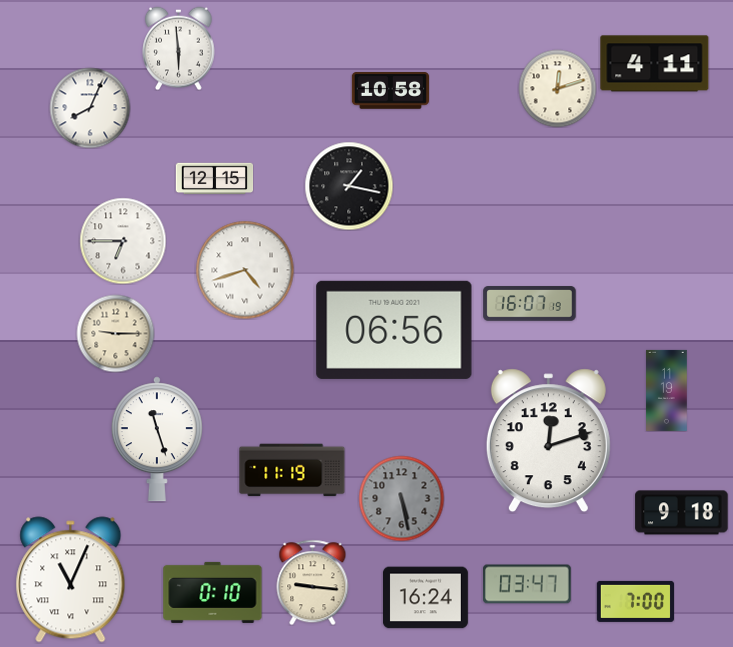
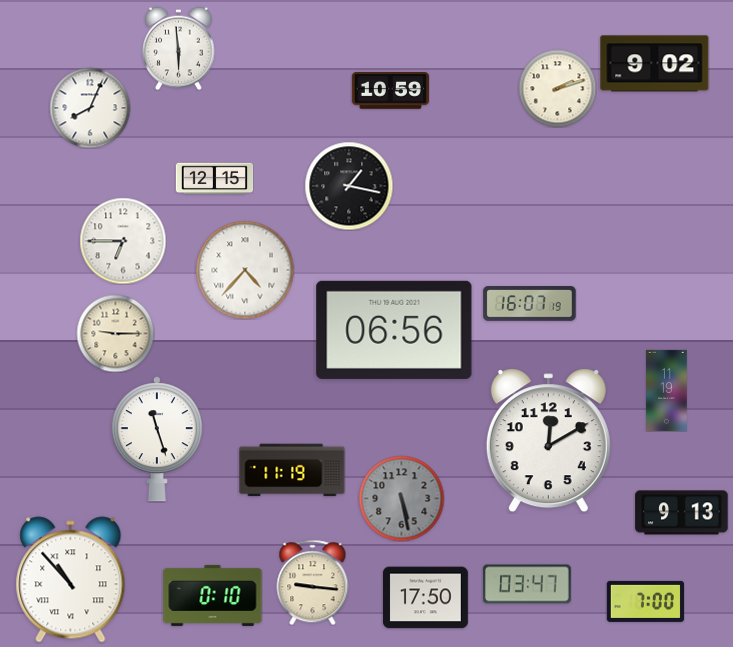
clock at (655, 64): 4:11 -> 9:02
clock at (557, 88): 12:12 -> 2:12
clock at (390, 91): 10:58 -> 10:59
clock at (245, 270): 4:42 -> 4:37
clock at (548, 441): 12:12 -> 12:10
clock at (682, 513): 9:18 -> 9:13
clock at (71, 580): 11:04 -> 10:53
clock at (213, 592) position: (213, 592) -> (213, 595)
clock at (425, 598): 16:24 -> 17:50
clock at (635, 601) position: (635, 601) -> (645, 601)
